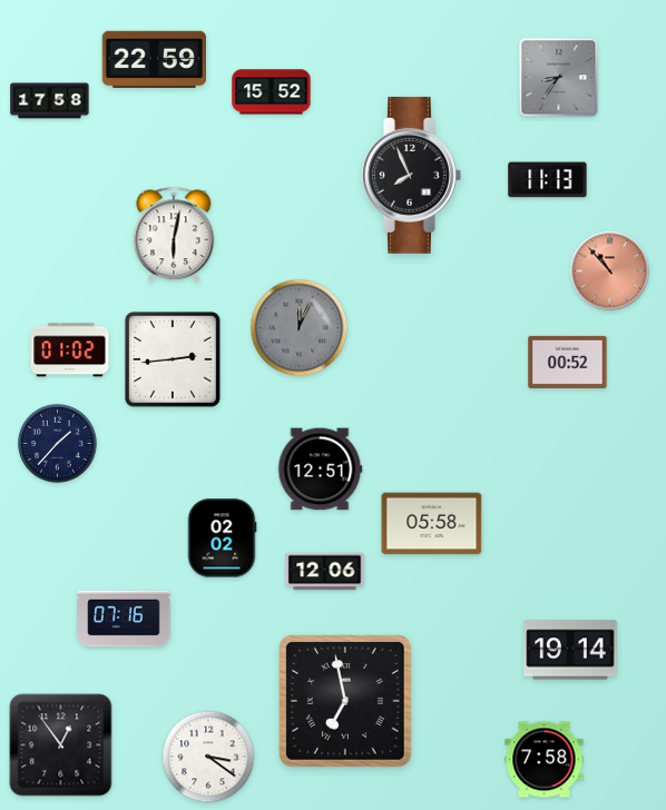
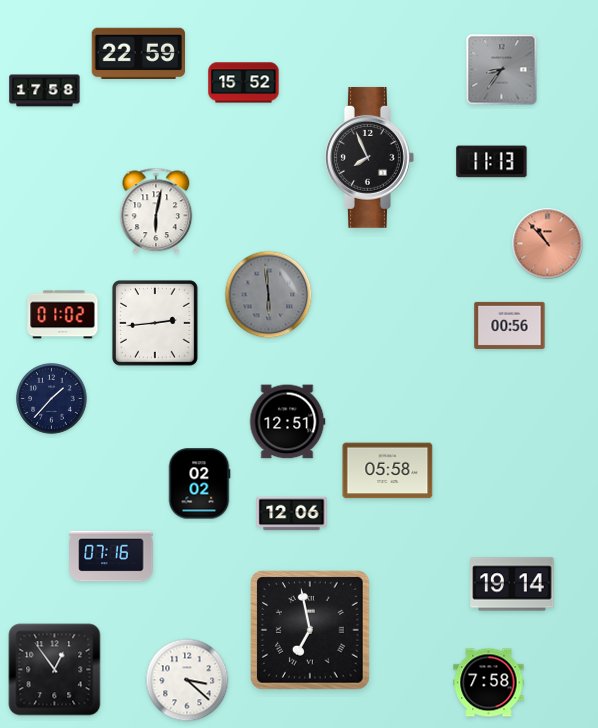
clock at (300, 328): 12:04 -> 5:59
clock at (568, 362): 00:52 -> 00:56
clock at (208, 757): 3:21 -> 3:22
